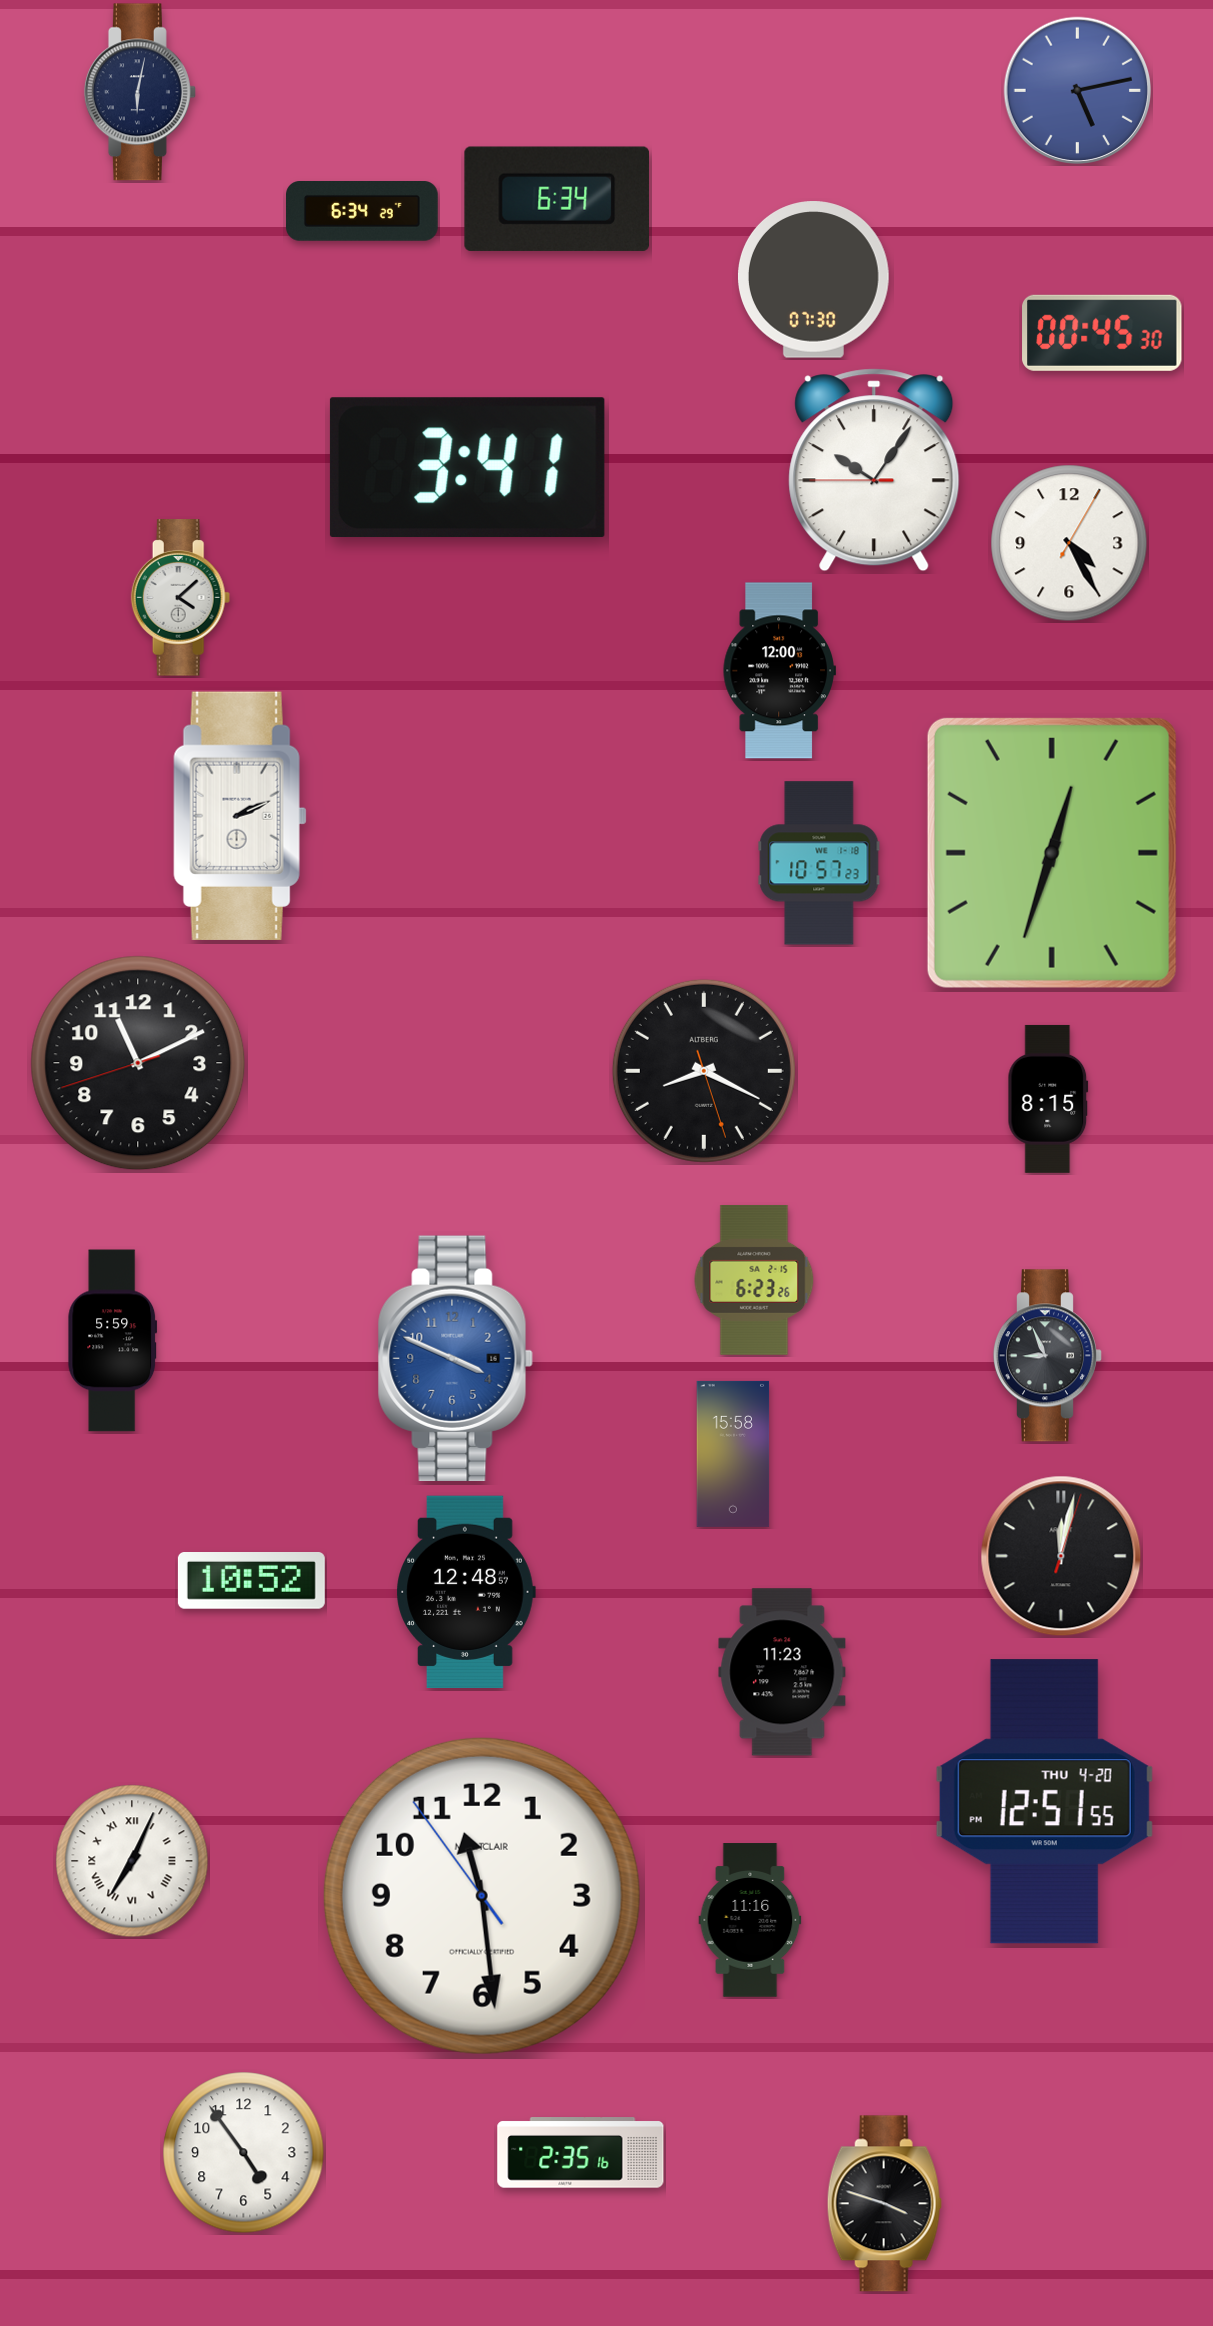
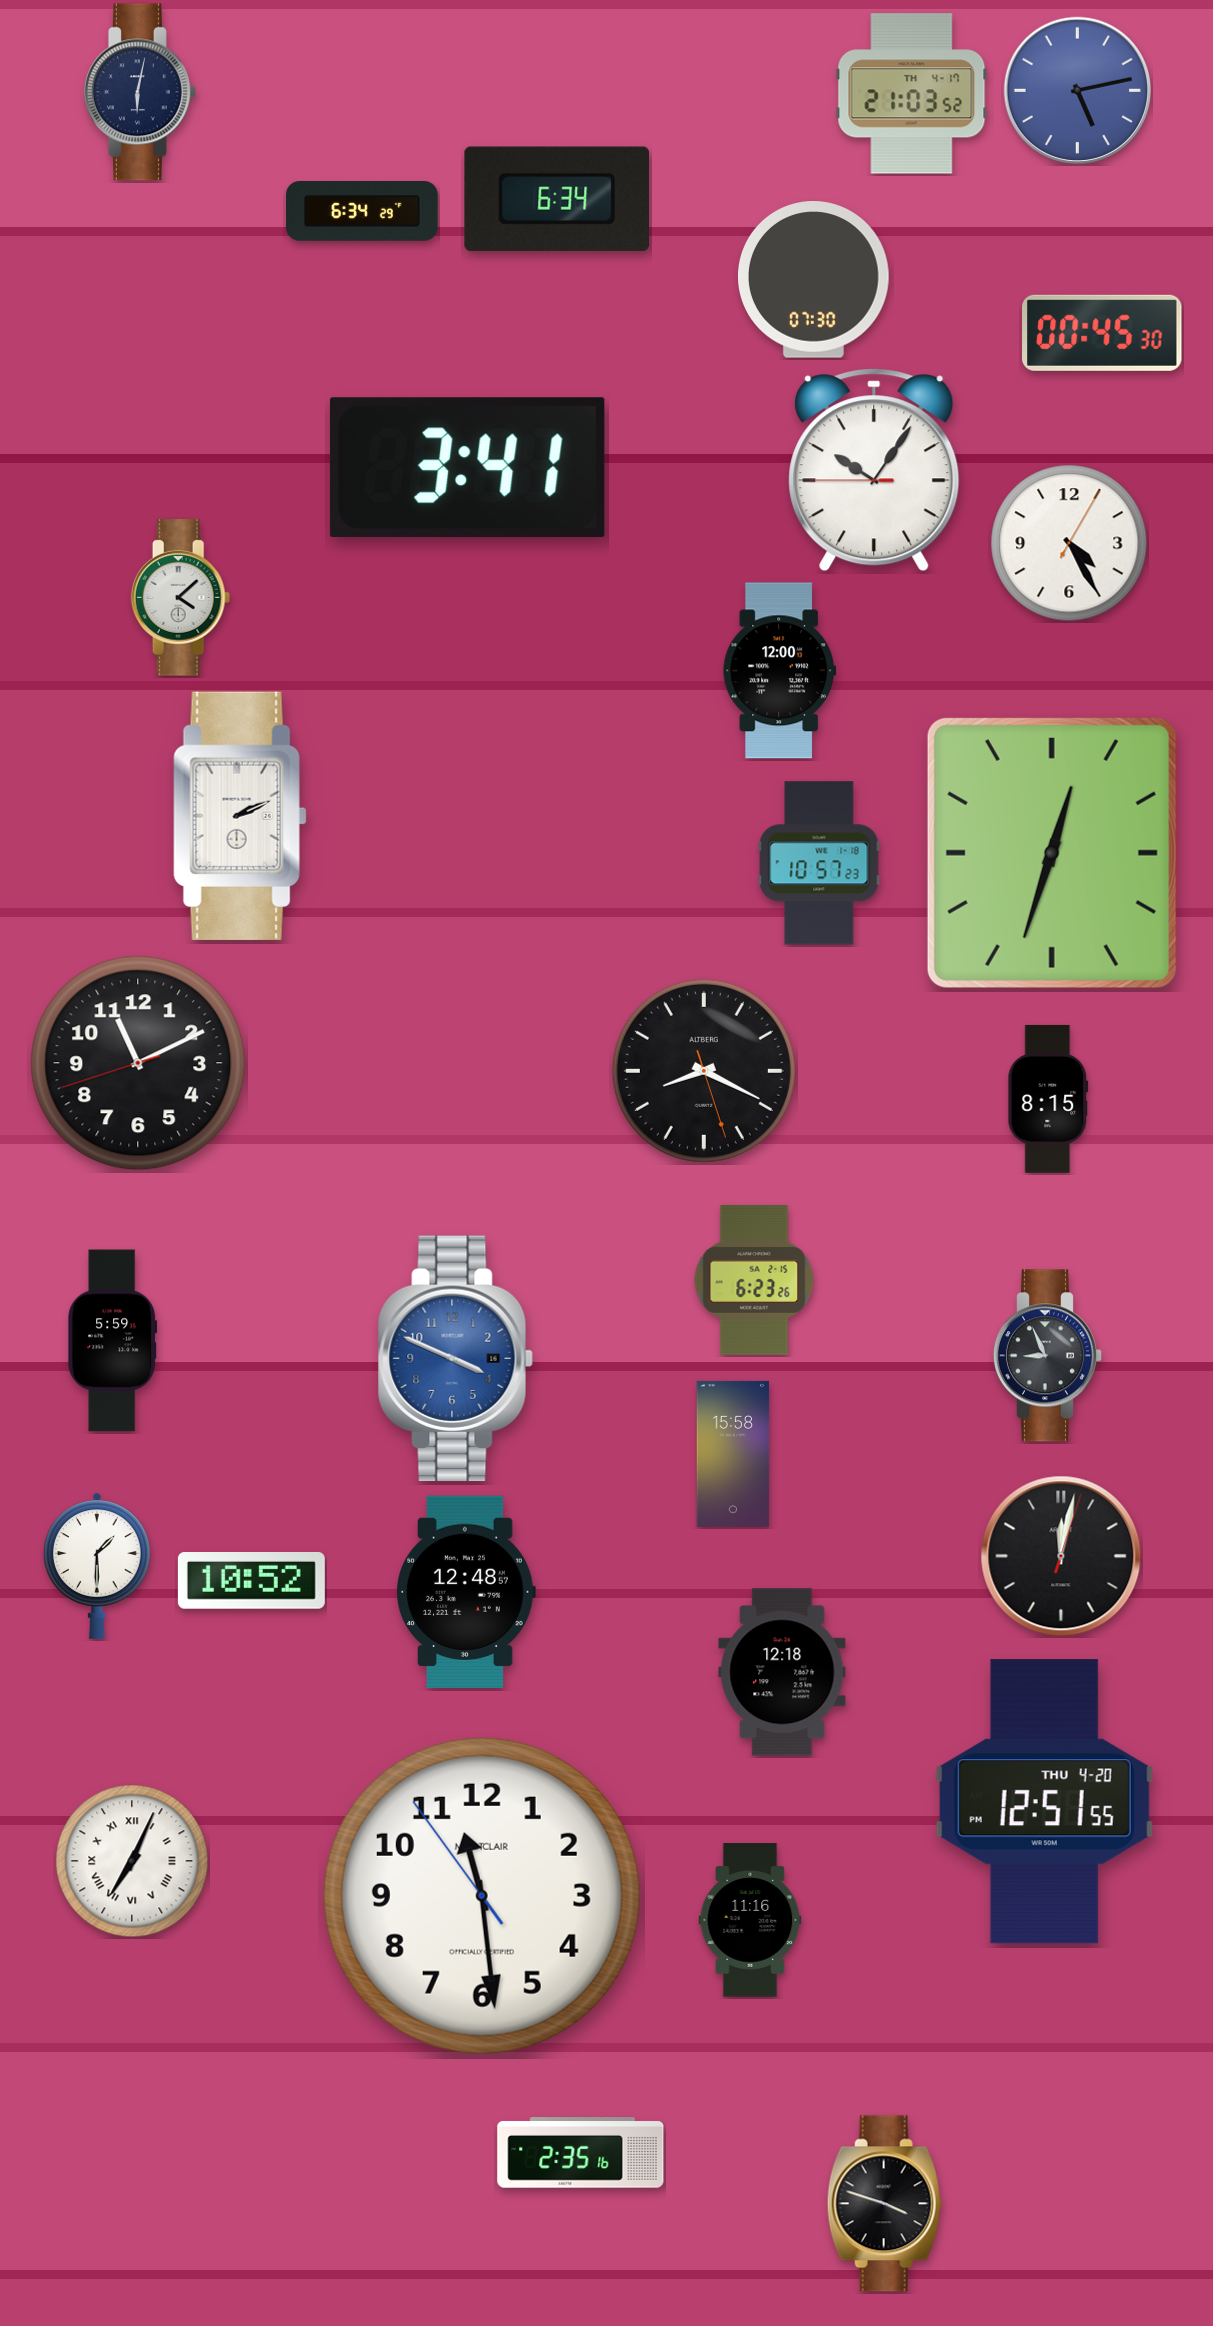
clock at (912, 94): none -> 21:03
clock at (97, 1566): none -> 1:30
clock at (782, 1672): 11:23 -> 12:18
clock at (244, 2153): 4:54 -> none
